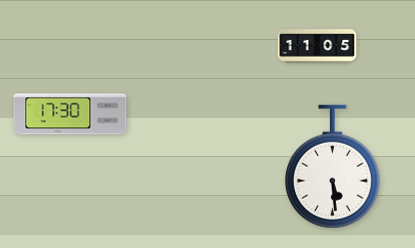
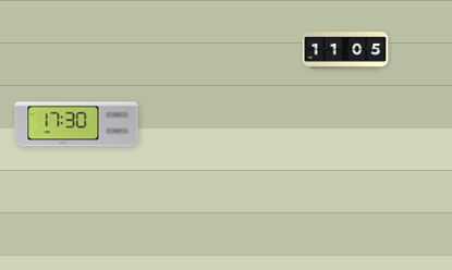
clock at (332, 167): 5:29 -> none
